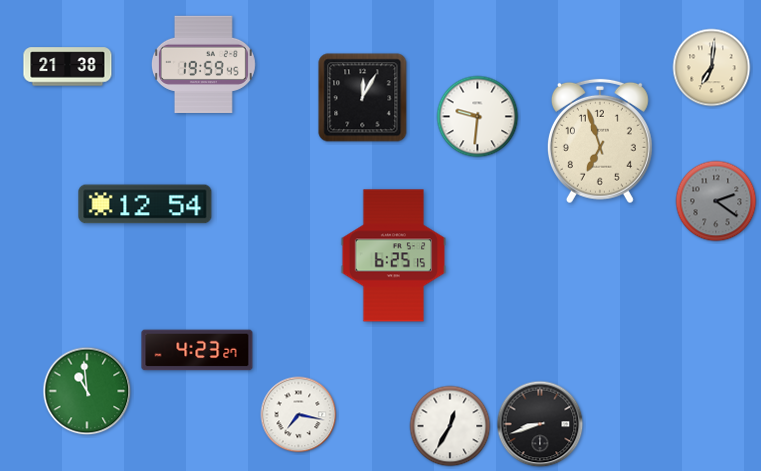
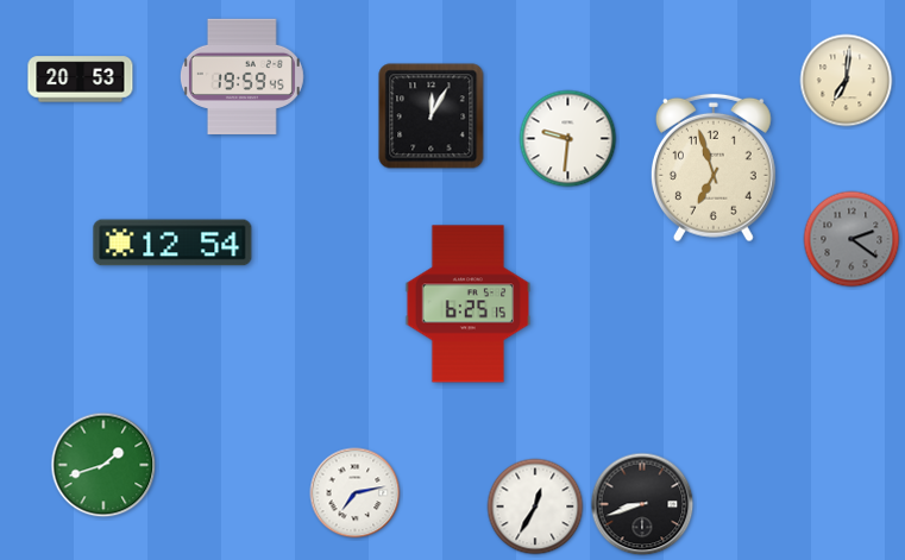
clock at (68, 67): 21:38 -> 20:53
clock at (197, 350): 4:23 -> none
clock at (87, 391): 10:59 -> 1:42
clock at (299, 415): 7:17 -> 7:13
